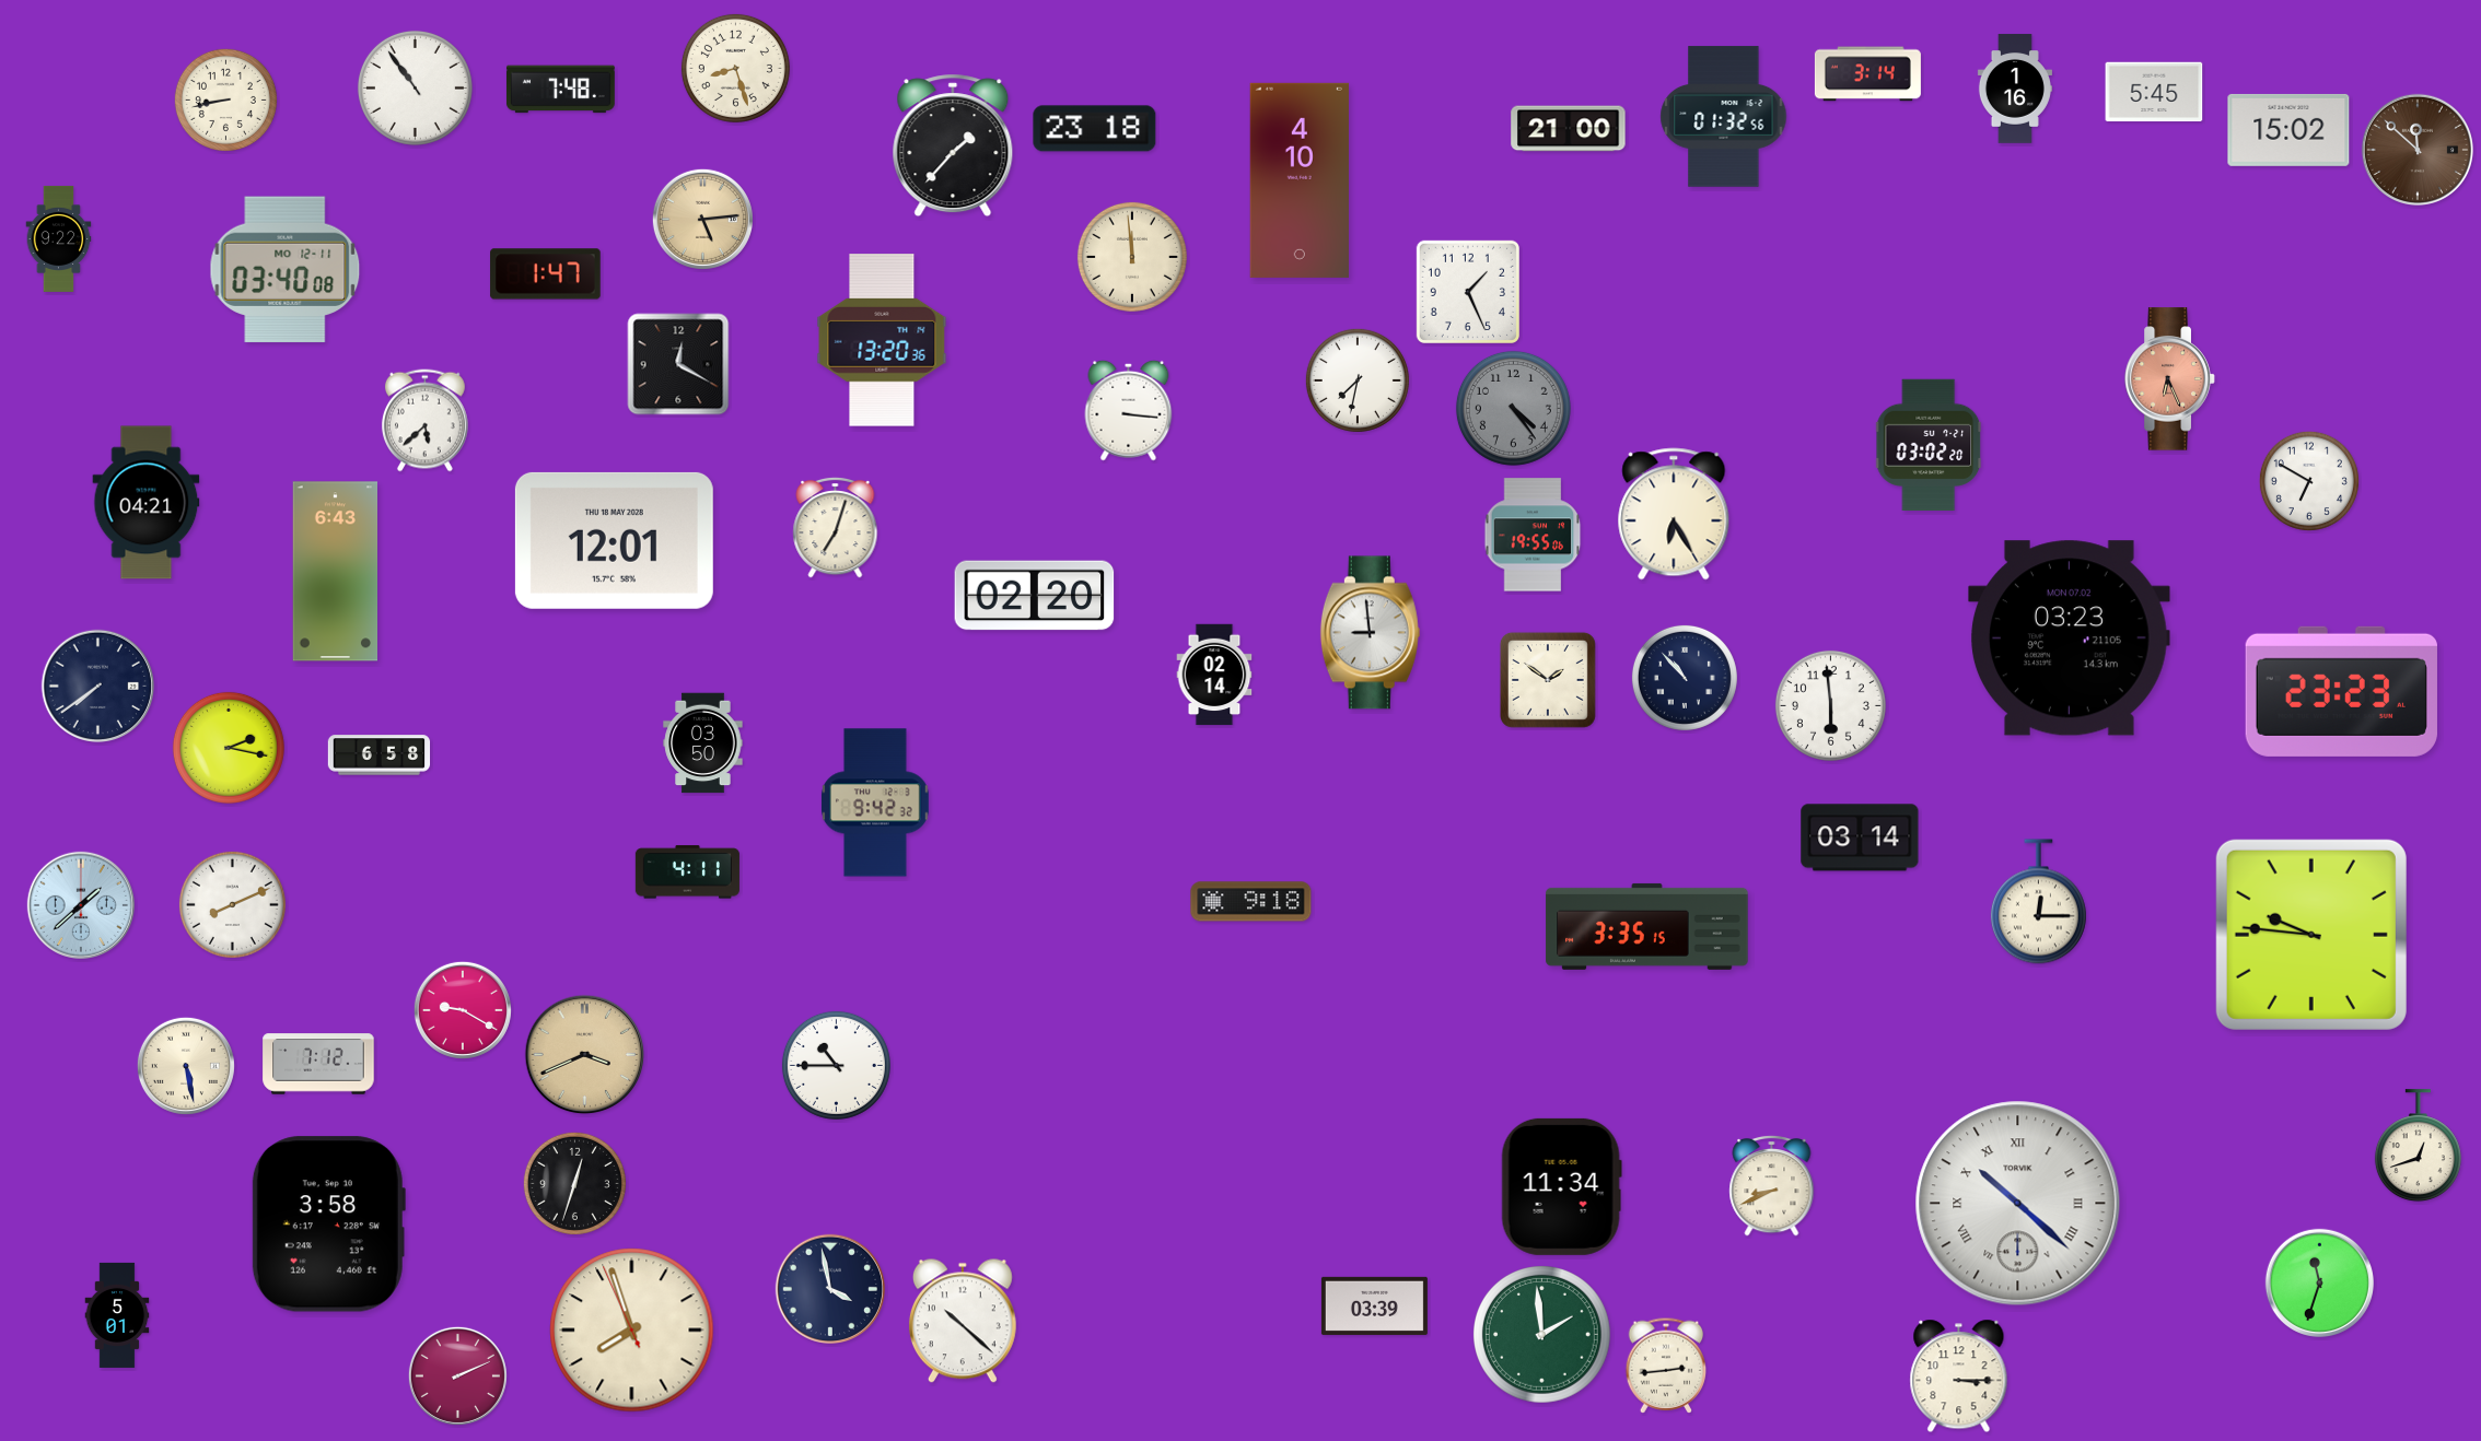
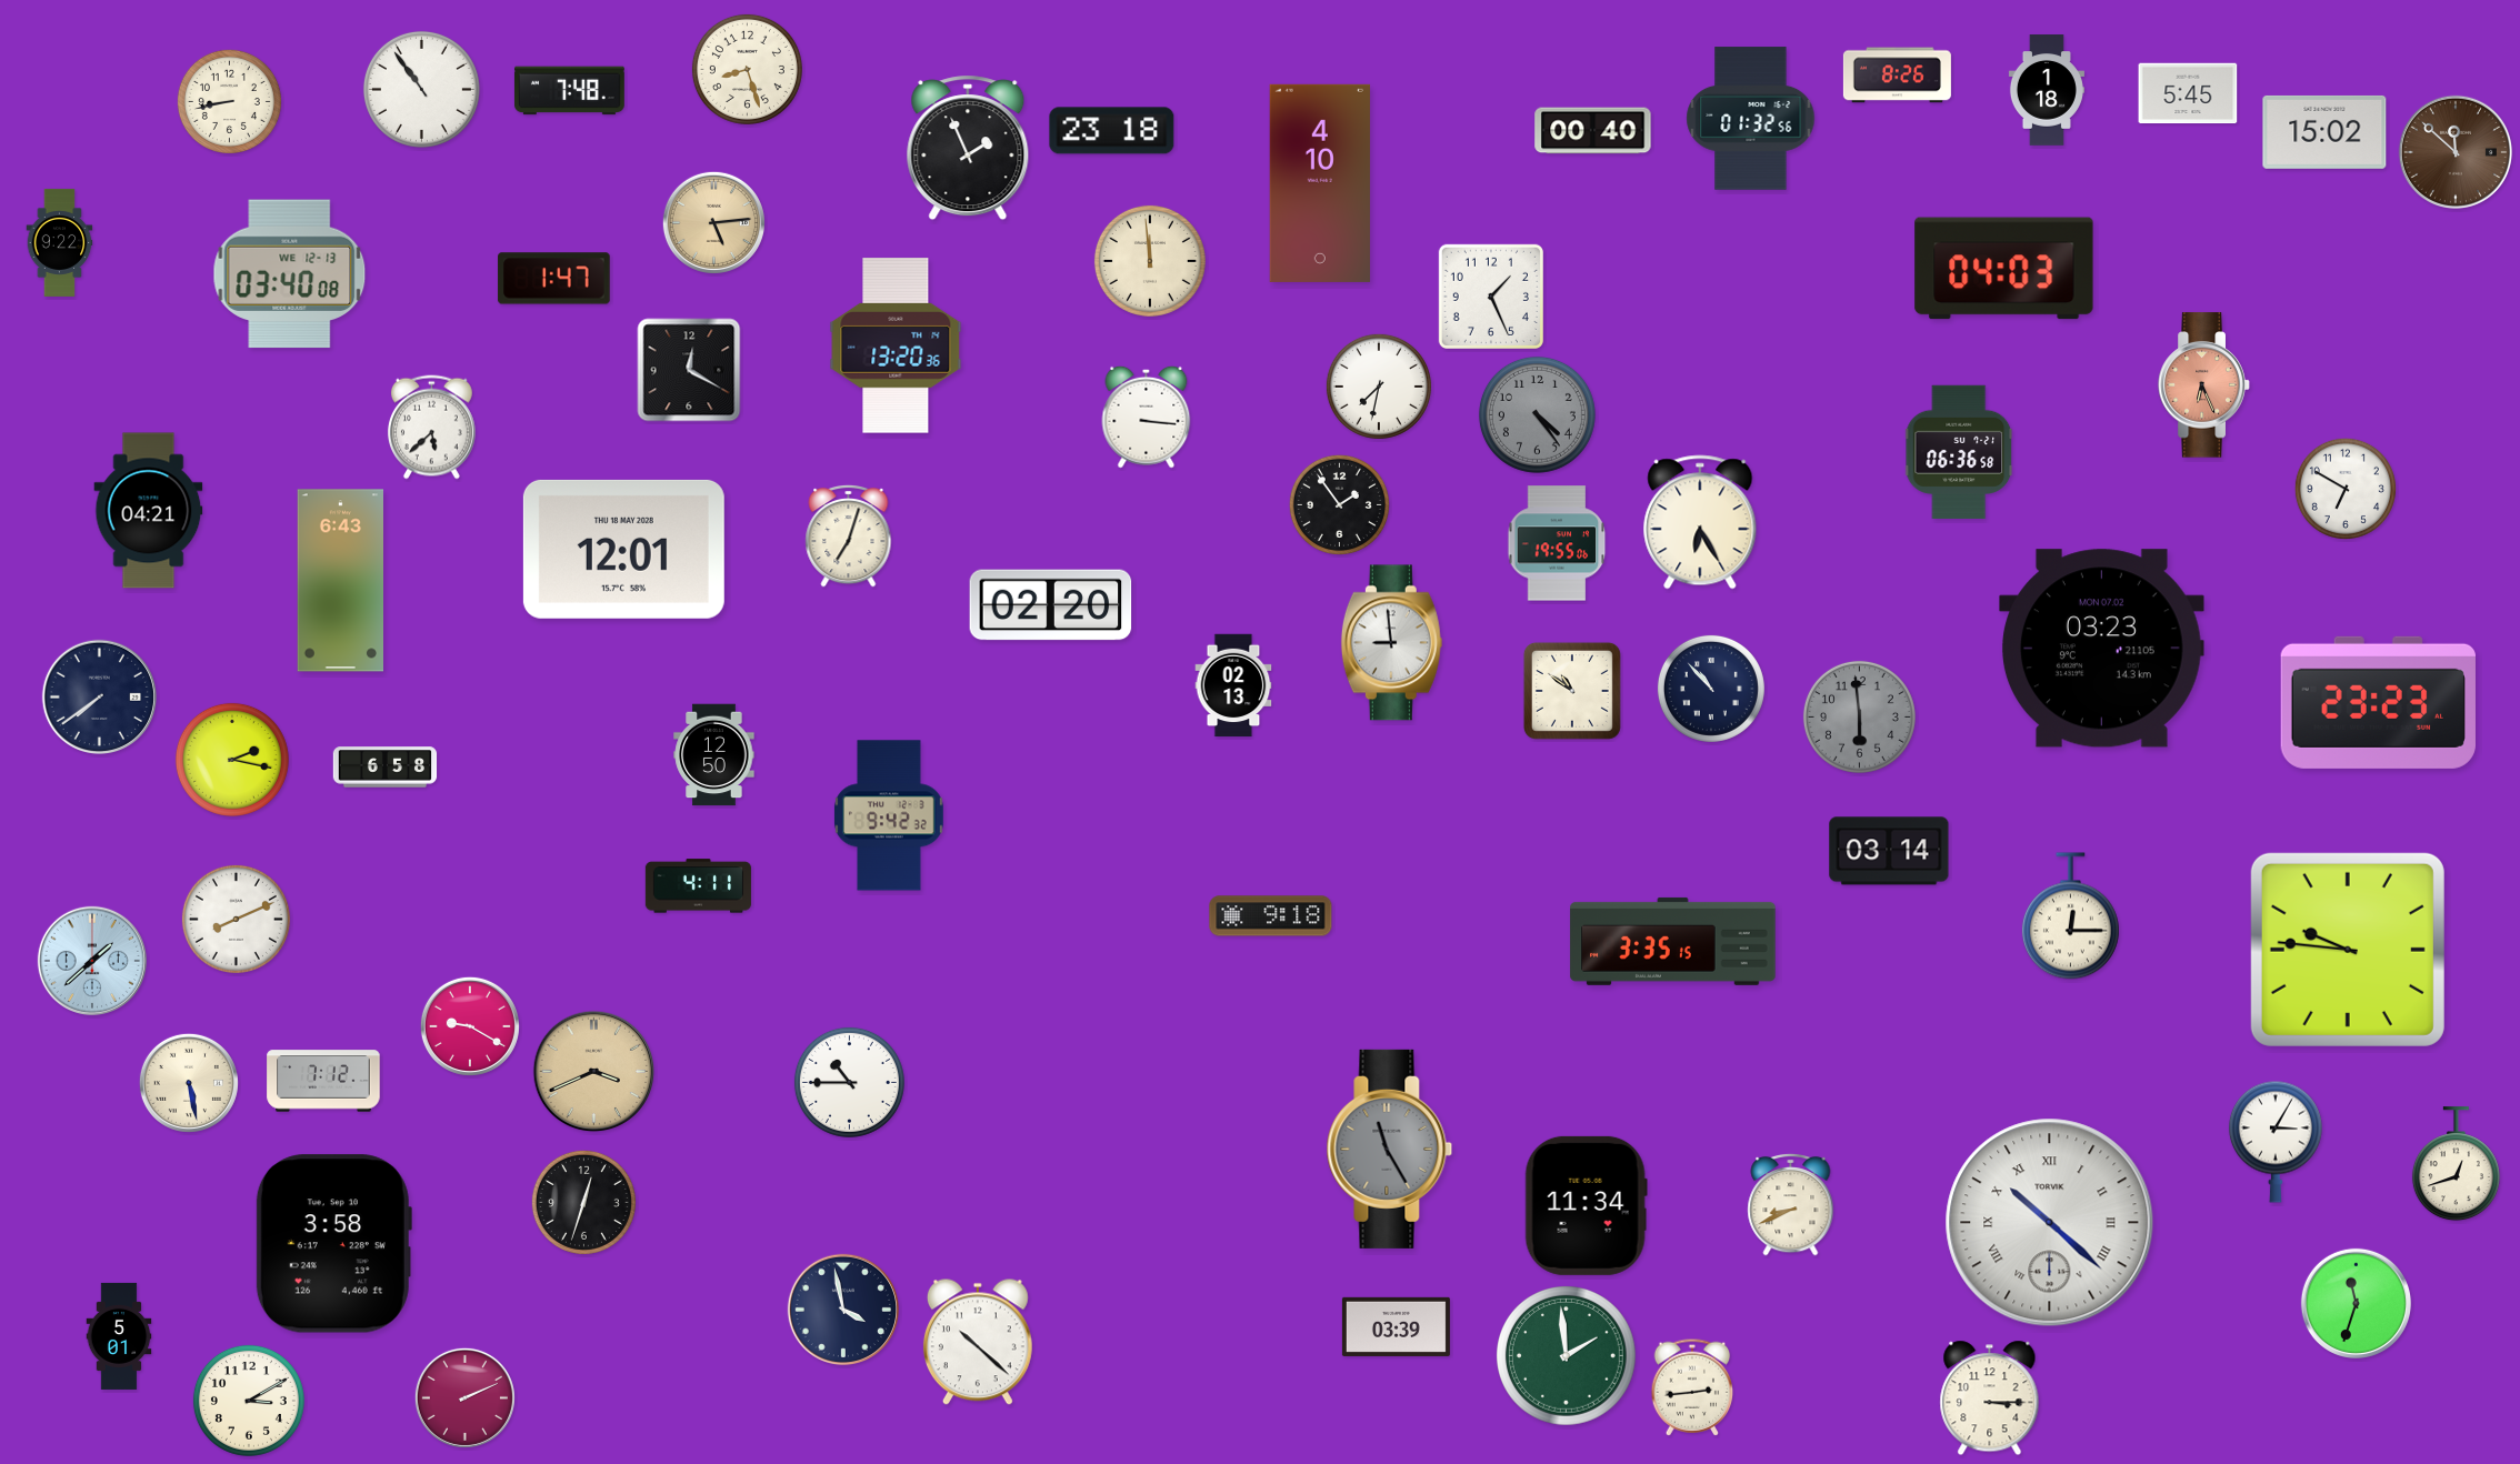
clock at (1867, 74): 3:14 -> 8:26
clock at (2015, 89): 1:16 -> 1:18
clock at (1569, 129): 21:00 -> 00:40
clock at (953, 145): 1:37 -> 1:56
clock at (2004, 269): none -> 04:03
clock at (286, 270) date: MO 12-11 -> WE 12-13
clock at (1930, 445): 03:02 -> 06:36
clock at (1339, 504): none -> 1:54
clock at (1214, 675): 02:14 -> 02:13
clock at (1548, 680): 1:51 -> 10:51
clock at (1830, 705) dial: white -> grey
clock at (703, 743): 03:50 -> 12:50
clock at (80, 904) position: (80, 904) -> (91, 960)
clock at (2276, 1142): none -> 3:05
clock at (1390, 1149): none -> 11:25
clock at (1772, 1185) position: (1772, 1185) -> (1791, 1204)
clock at (632, 1331): 7:56 -> none
clock at (249, 1401): none -> 3:10
